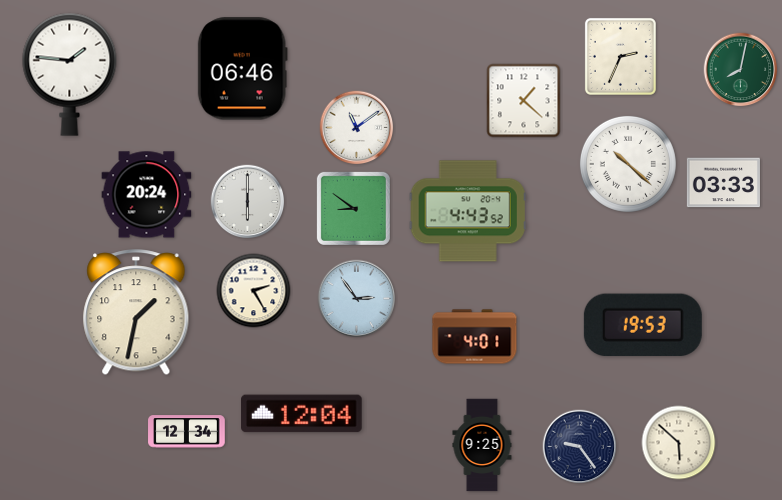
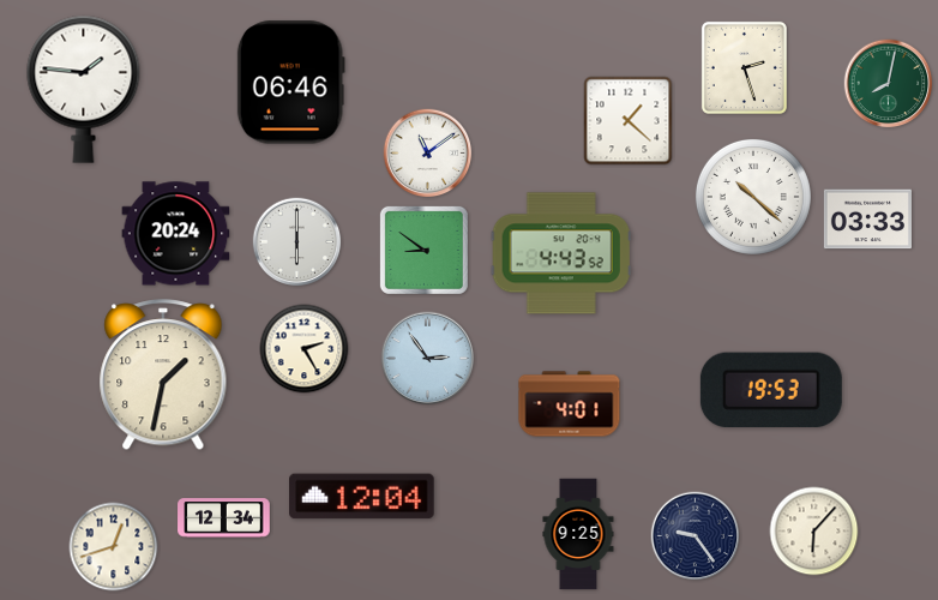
clock at (620, 56): 2:34 -> 2:27
clock at (679, 443): 5:52 -> 6:07
clock at (114, 547): none -> 12:42
